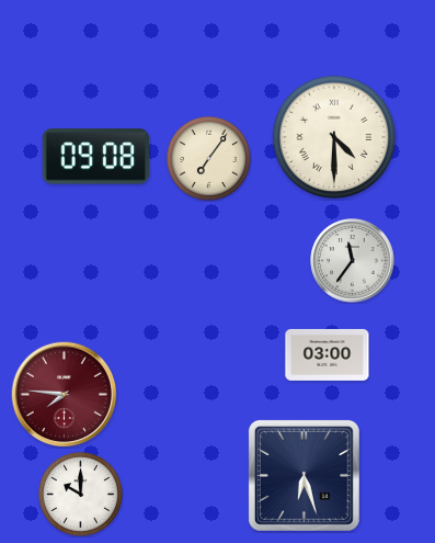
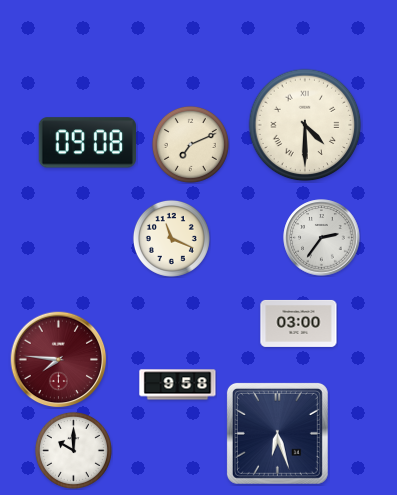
clock at (208, 158): 7:06 -> 7:11
clock at (171, 238): none -> 11:19
clock at (353, 261): 11:36 -> 2:36
clock at (178, 385): none -> 9:58
